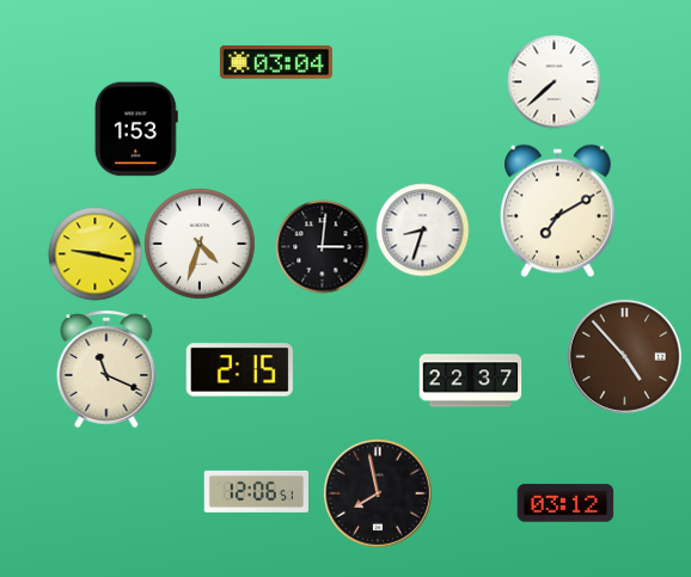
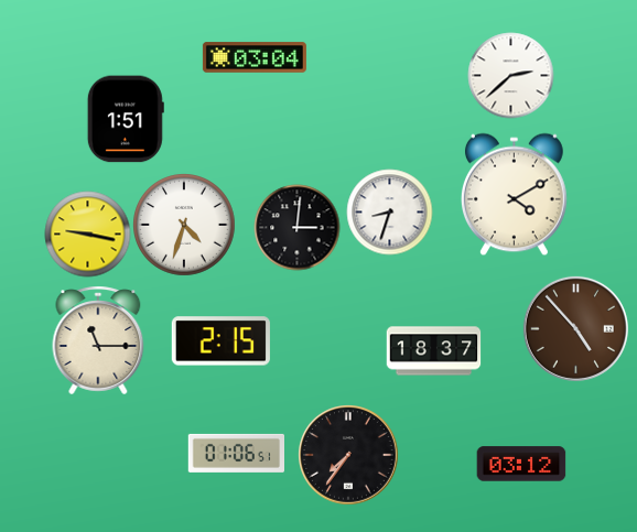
clock at (554, 81): 7:38 -> 2:38
clock at (136, 129): 1:53 -> 1:51
clock at (557, 210): 7:10 -> 4:10
clock at (106, 369): 11:19 -> 11:15
clock at (470, 381): 22:37 -> 18:37
clock at (256, 491): 12:06 -> 01:06
clock at (378, 493): 7:58 -> 7:36
